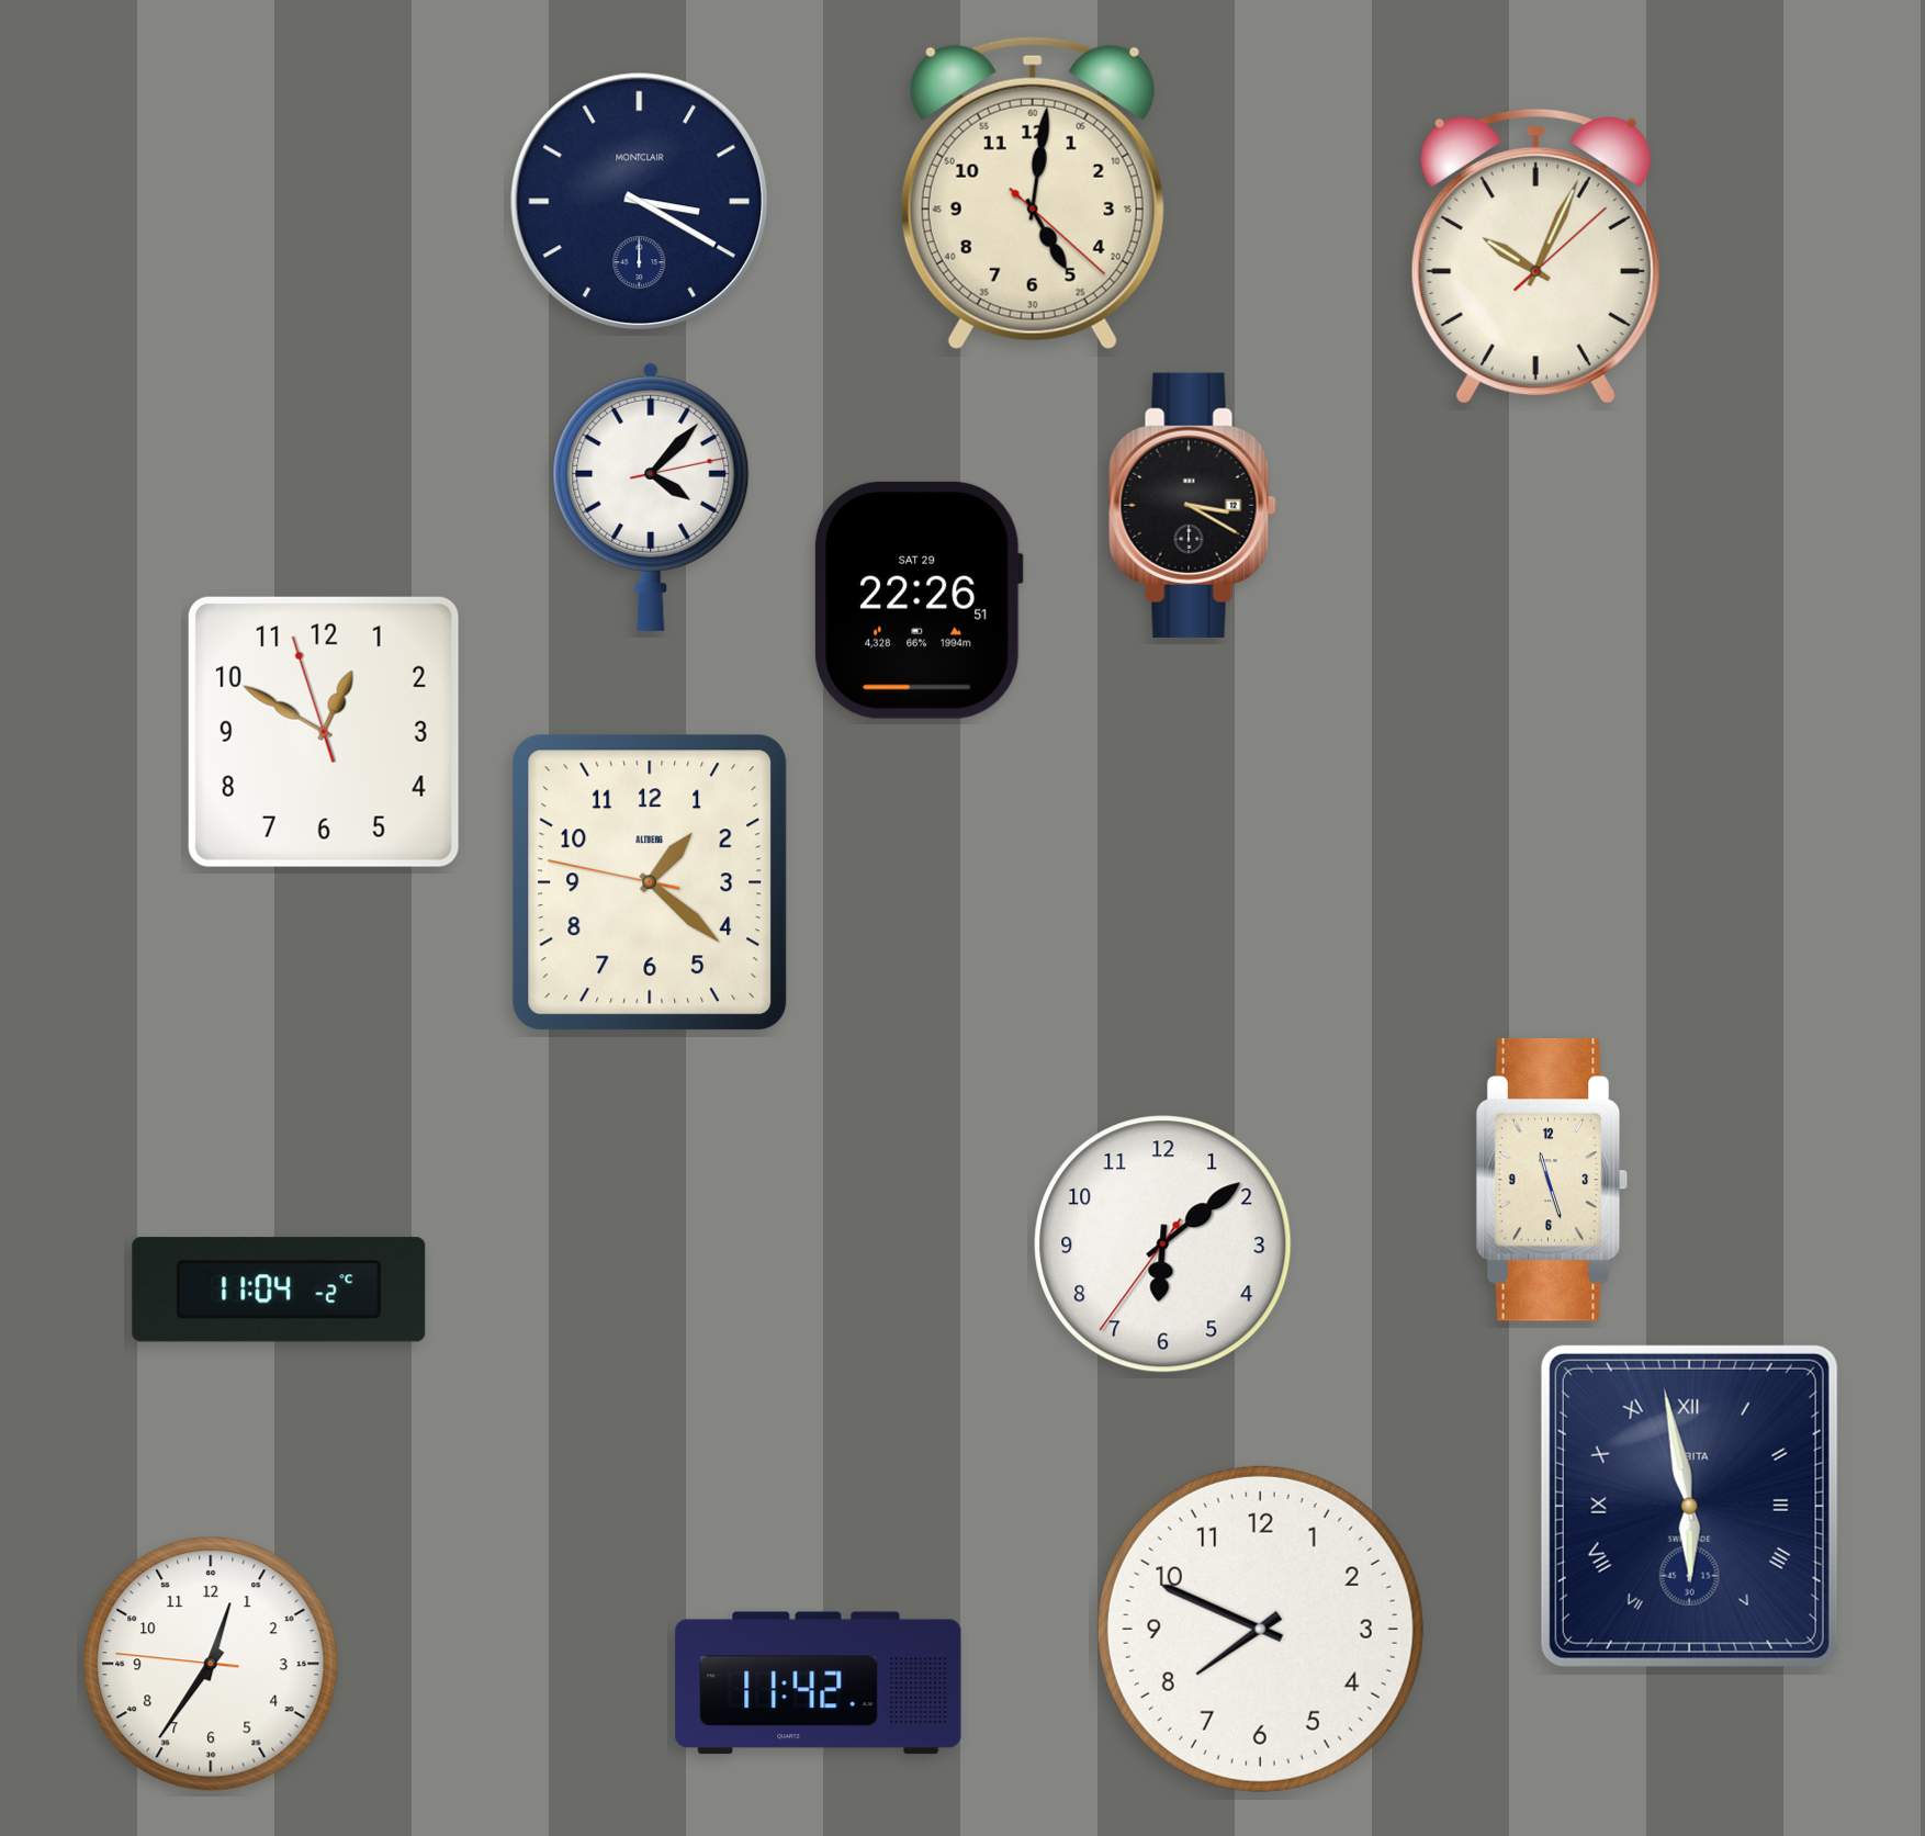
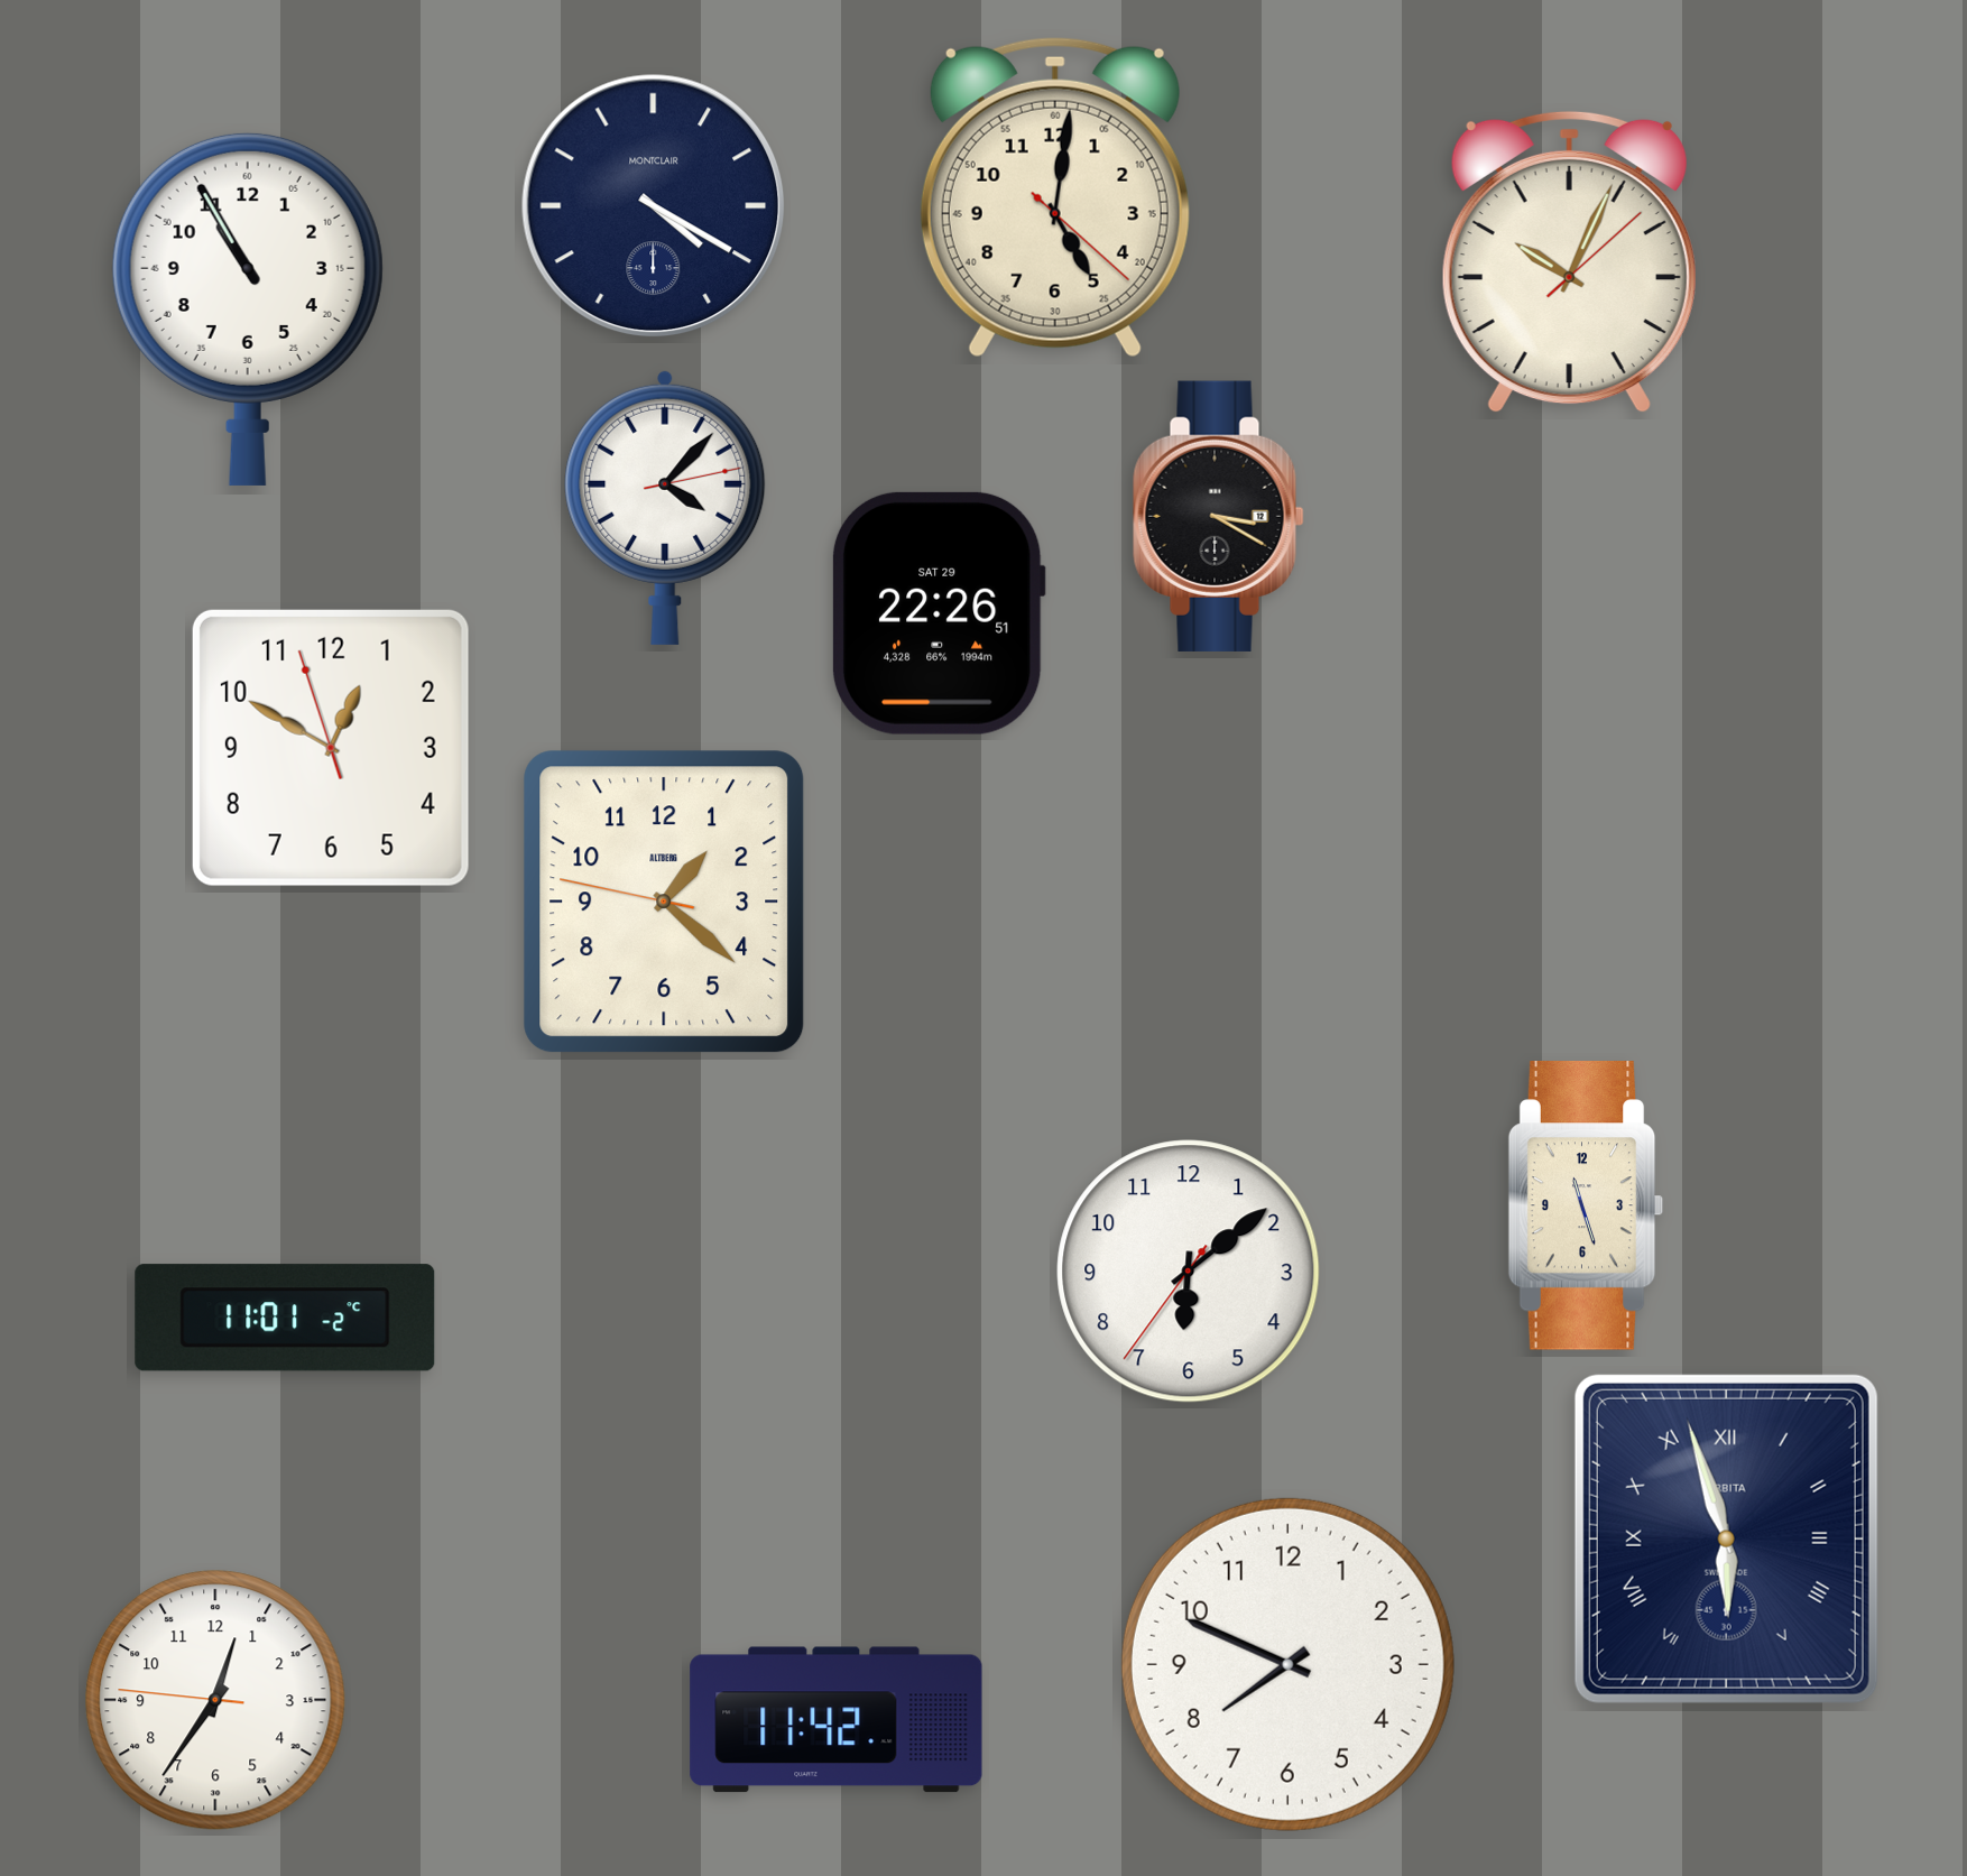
clock at (640, 202): 3:20 -> 4:20
clock at (248, 308): none -> 10:55
clock at (279, 1289): 11:04 -> 11:01
clock at (1689, 1506): 5:58 -> 5:57
